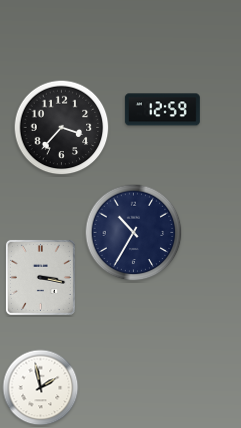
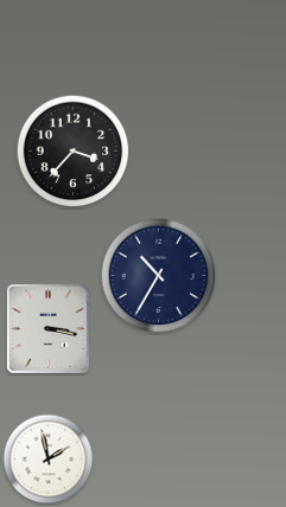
clock at (162, 110): 12:59 -> none
